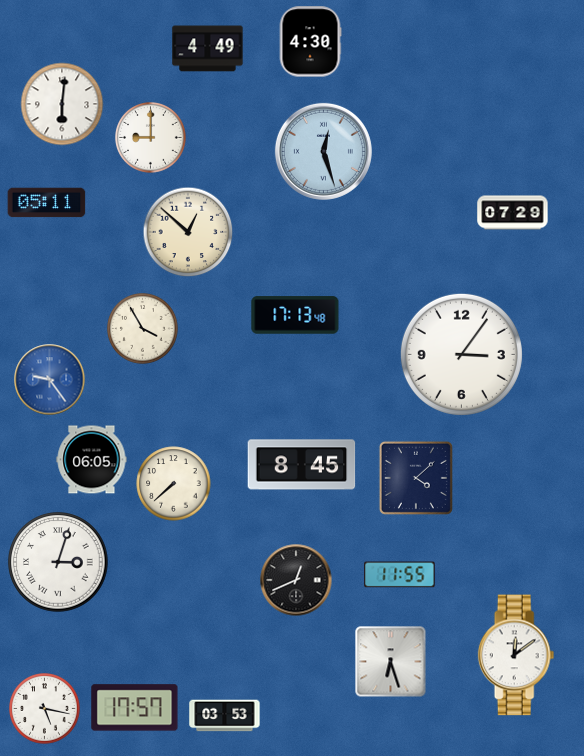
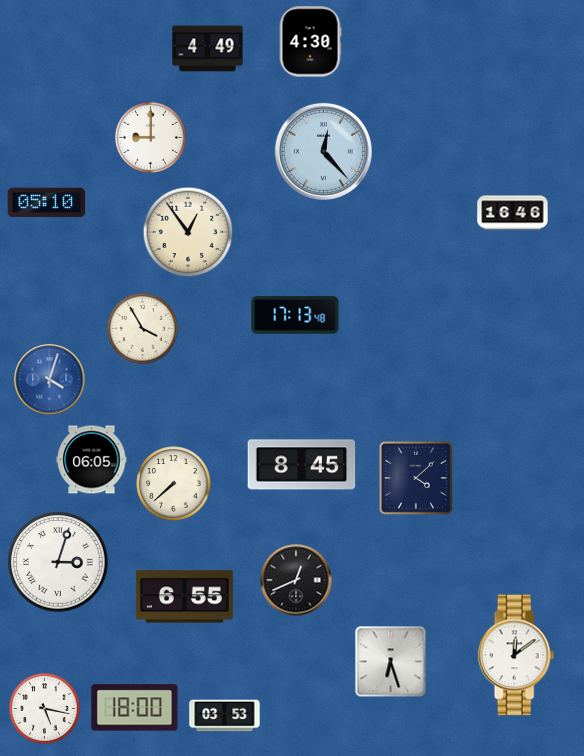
clock at (62, 104): 6:01 -> none
clock at (323, 151): 12:27 -> 12:23
clock at (47, 203): 05:11 -> 05:10
clock at (513, 213): 07:29 -> 16:46
clock at (188, 232): 12:52 -> 12:54
clock at (461, 354): 3:06 -> none
clock at (50, 380): 9:24 -> 4:03
clock at (400, 575): 11:55 -> none
clock at (184, 597): none -> 6:55
clock at (135, 708): 17:57 -> 18:00
